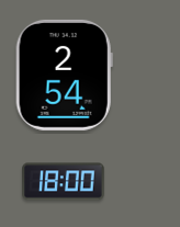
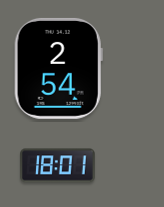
clock at (64, 182): 18:00 -> 18:01
